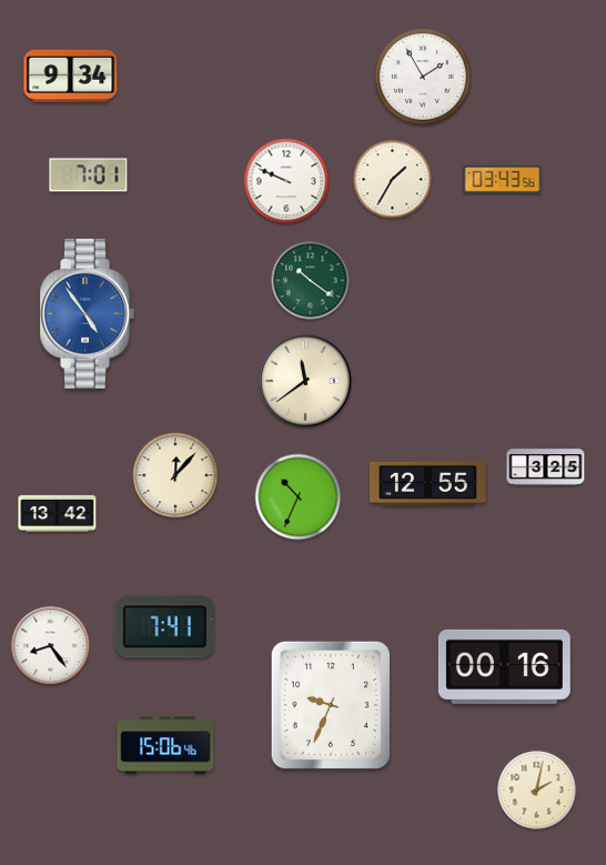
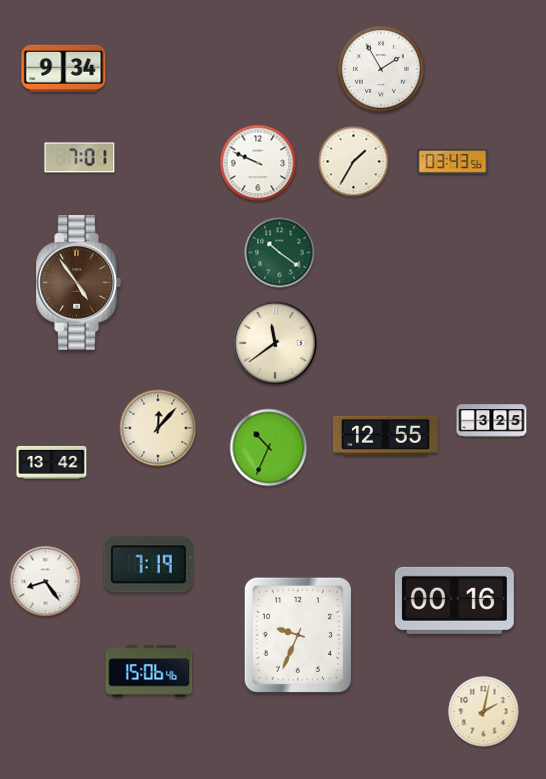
clock at (87, 314) dial: blue -> brown
clock at (164, 627): 7:41 -> 7:19
